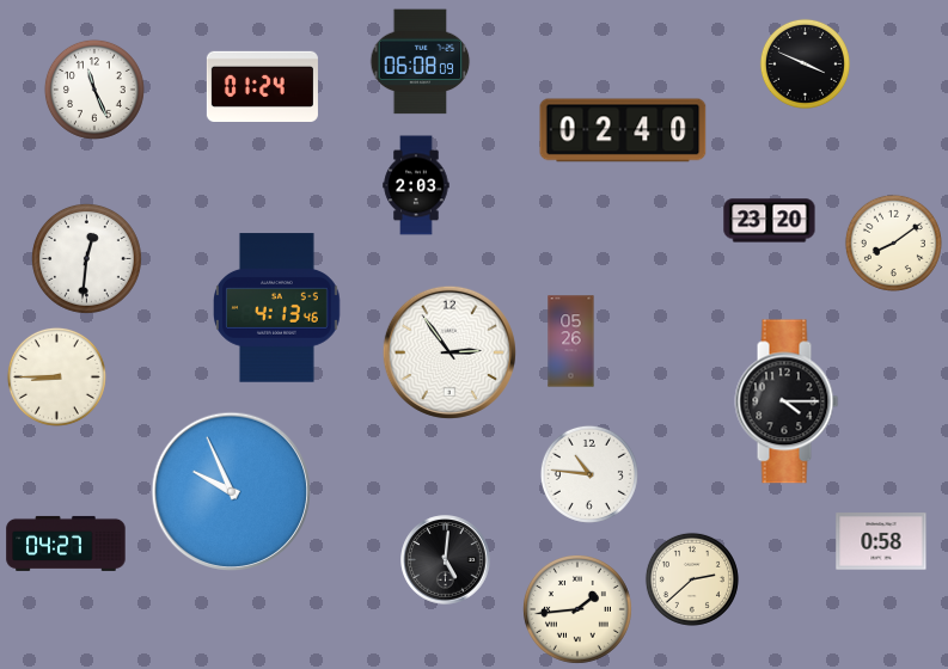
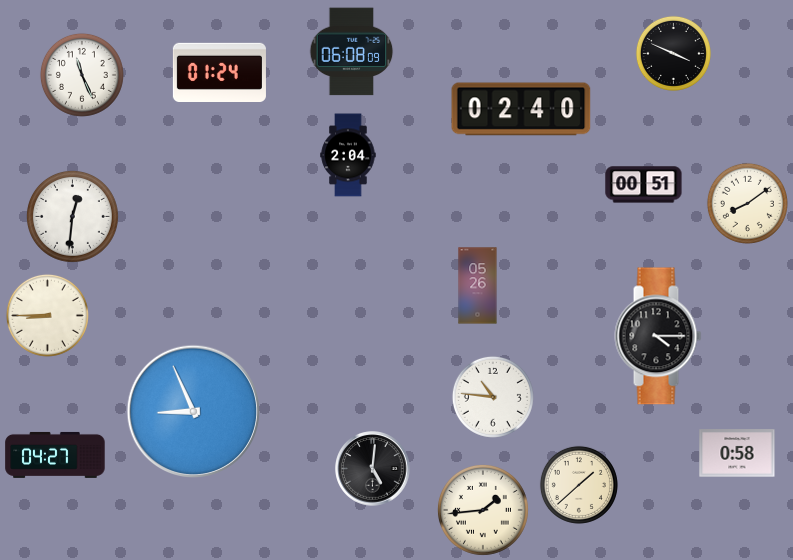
clock at (94, 90) position: (94, 90) -> (82, 75)
clock at (416, 185): 2:03 -> 2:04
clock at (770, 221): 23:20 -> 00:51
clock at (277, 308): 4:13 -> none
clock at (449, 352): 2:54 -> none
clock at (231, 491): 9:56 -> 8:56
clock at (692, 579): 2:38 -> 1:38
